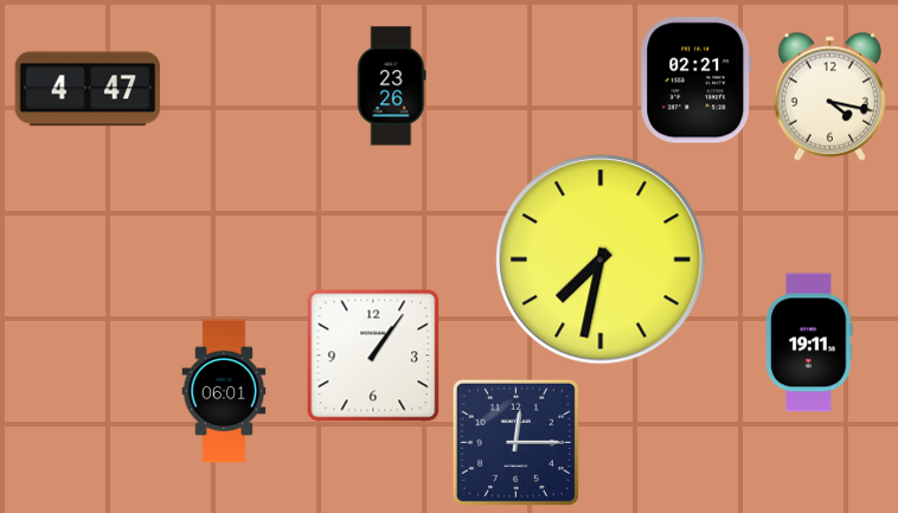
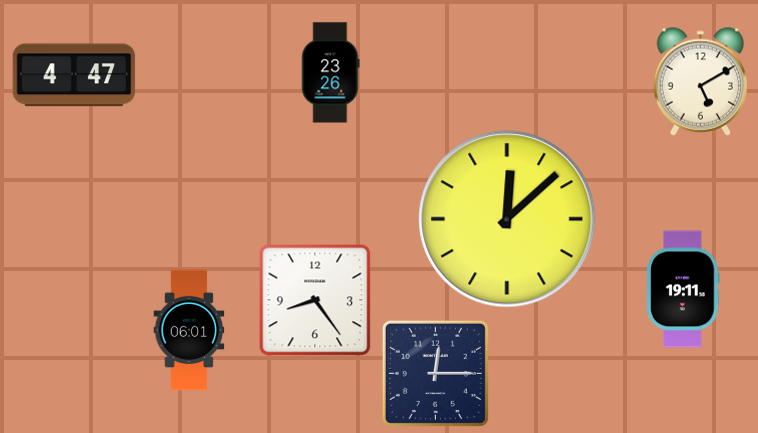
clock at (697, 81): 02:21 -> none
clock at (829, 96): 4:17 -> 5:10
clock at (601, 259): 7:32 -> 12:08
clock at (373, 355): 1:06 -> 8:24
